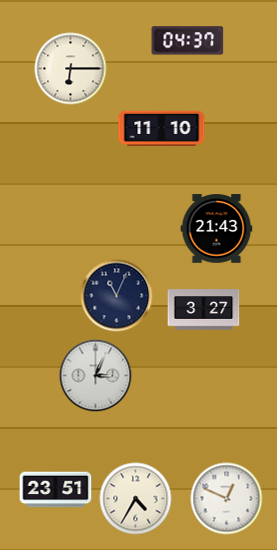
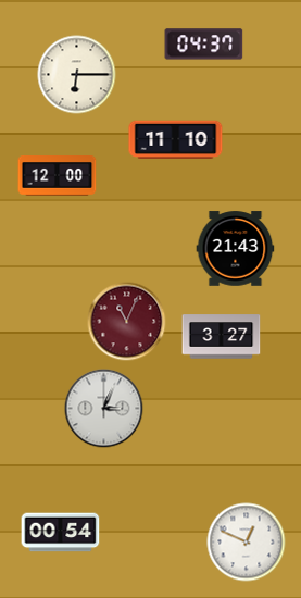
clock at (58, 176): none -> 12:00
clock at (117, 296) dial: navy -> burgundy
clock at (56, 490): 23:51 -> 00:54
clock at (136, 499): 4:35 -> none
